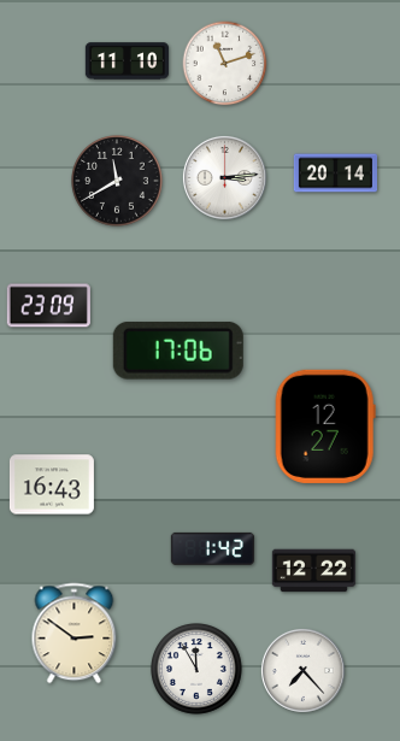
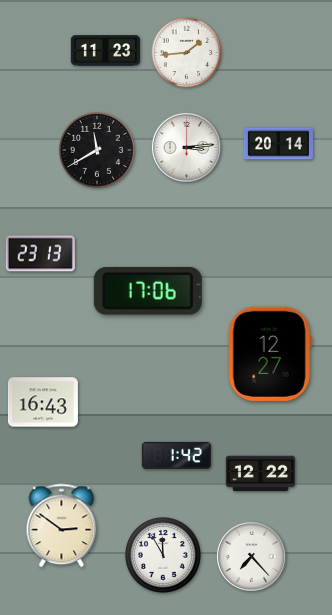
clock at (127, 61): 11:10 -> 11:23
clock at (225, 64): 11:12 -> 1:44
clock at (48, 306): 23:09 -> 23:13
